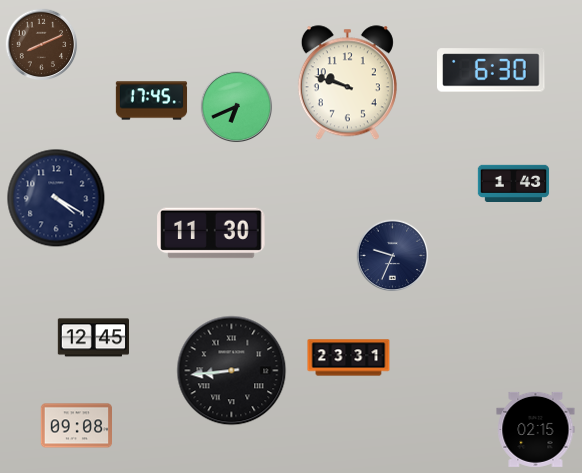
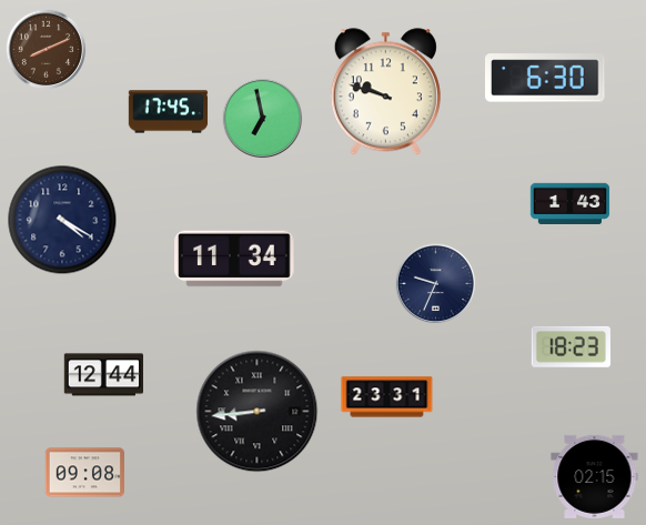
clock at (237, 107): 6:41 -> 6:58
clock at (211, 233): 11:30 -> 11:34
clock at (571, 346): none -> 18:23
clock at (93, 338): 12:45 -> 12:44
